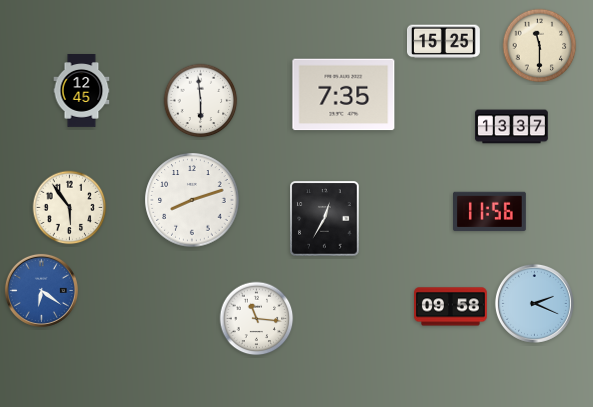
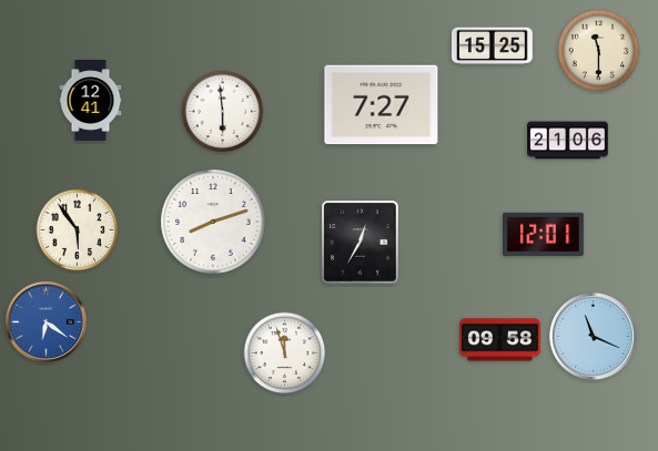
clock at (82, 91): 12:45 -> 12:41
clock at (344, 95): 7:35 -> 7:27
clock at (512, 127): 13:37 -> 21:06
clock at (490, 212): 11:56 -> 12:01
clock at (534, 303): 2:19 -> 11:19
clock at (257, 319): 11:16 -> 11:57
